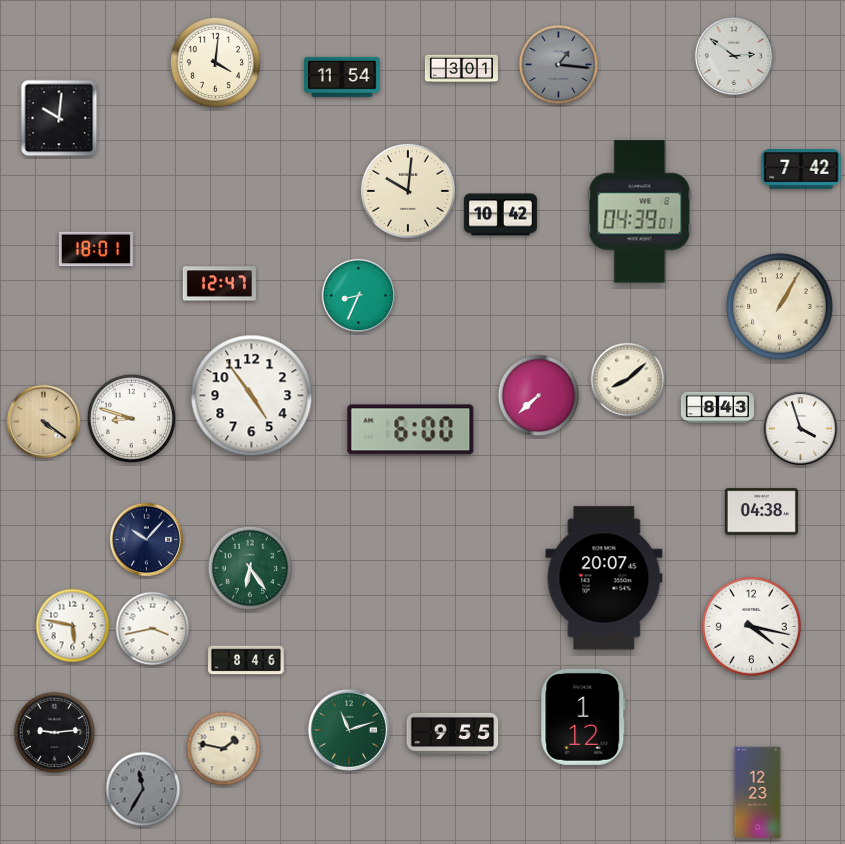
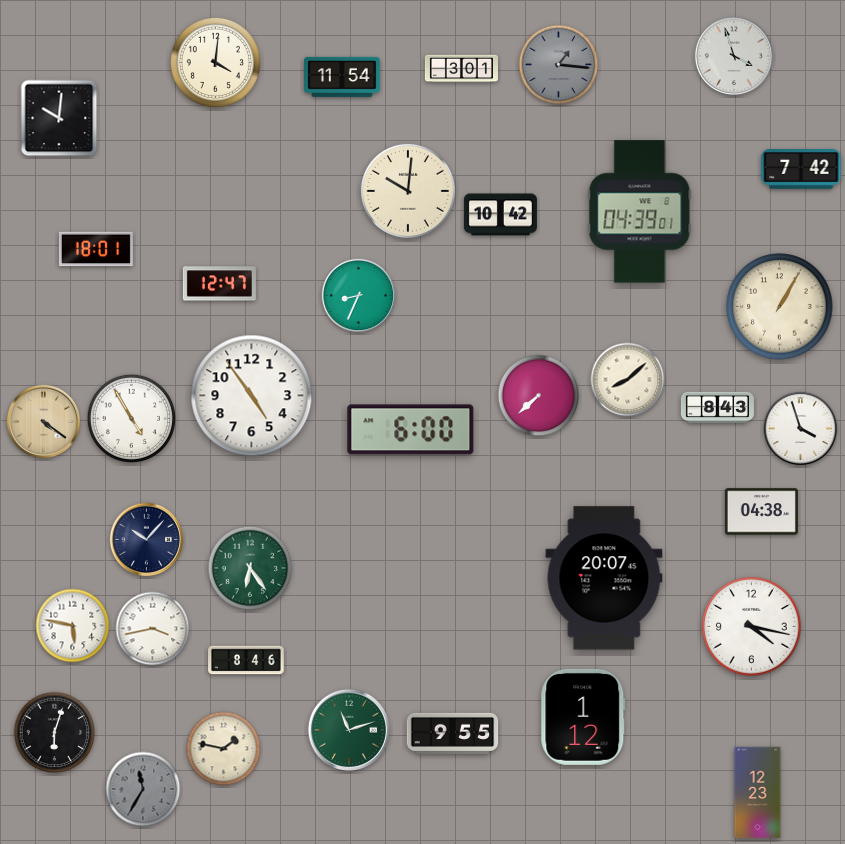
clock at (733, 55): 2:51 -> 3:57
clock at (131, 418): 8:48 -> 4:55
clock at (55, 733): 9:14 -> 6:03
